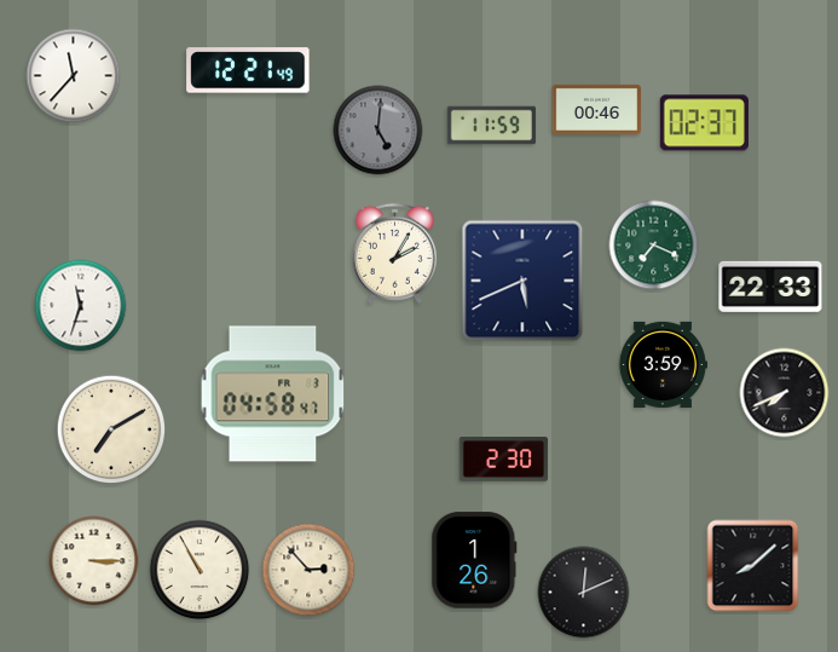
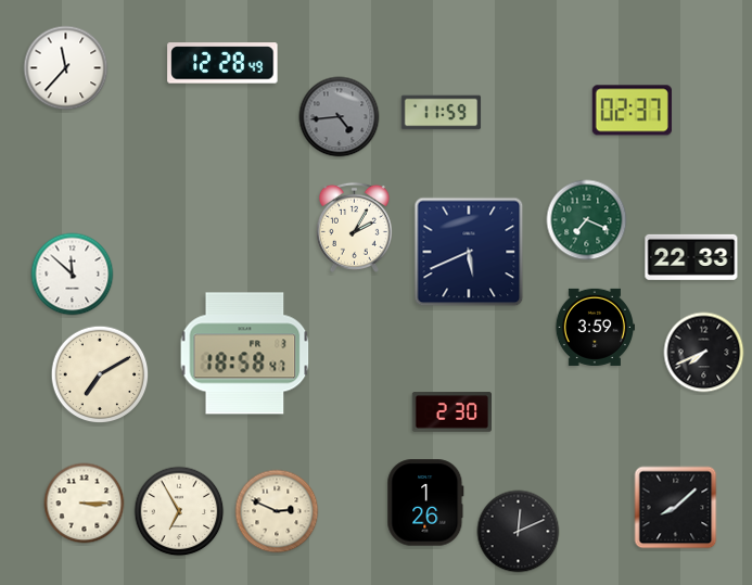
clock at (248, 70): 12:21 -> 12:28
clock at (596, 109): 00:46 -> none
clock at (378, 131): 5:01 -> 4:44
clock at (81, 306): 11:33 -> 11:52
clock at (273, 394): 04:58 -> 18:58
clock at (111, 429) position: (111, 429) -> (100, 374)
clock at (200, 570): 10:55 -> 6:55
clock at (308, 570): 2:53 -> 2:49
clock at (584, 593) position: (584, 593) -> (519, 532)
